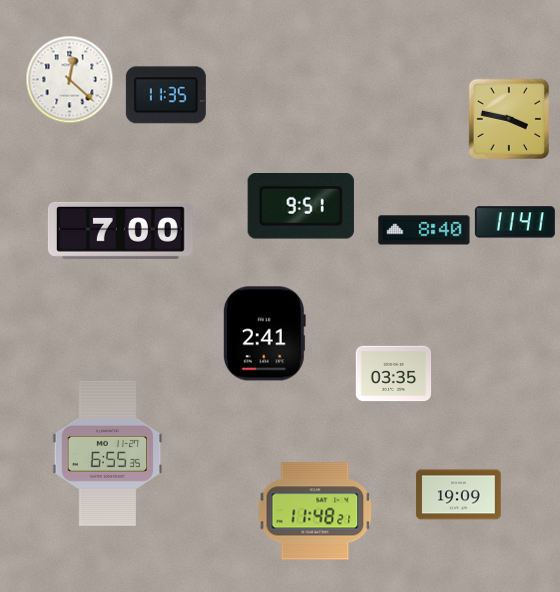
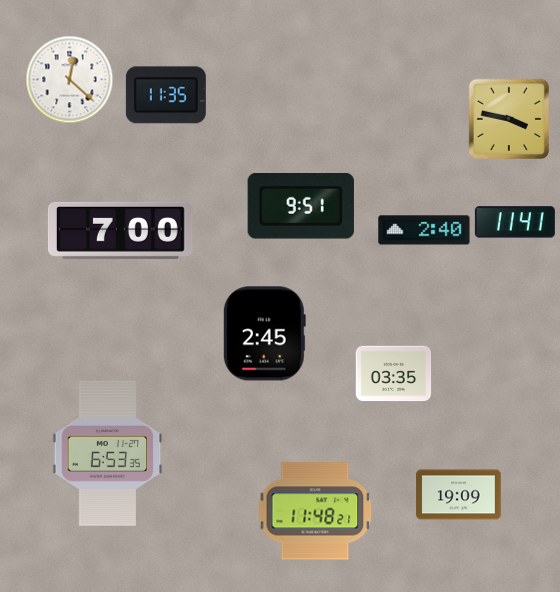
clock at (424, 230): 8:40 -> 2:40
clock at (264, 334): 2:41 -> 2:45
clock at (108, 453): 6:55 -> 6:53
